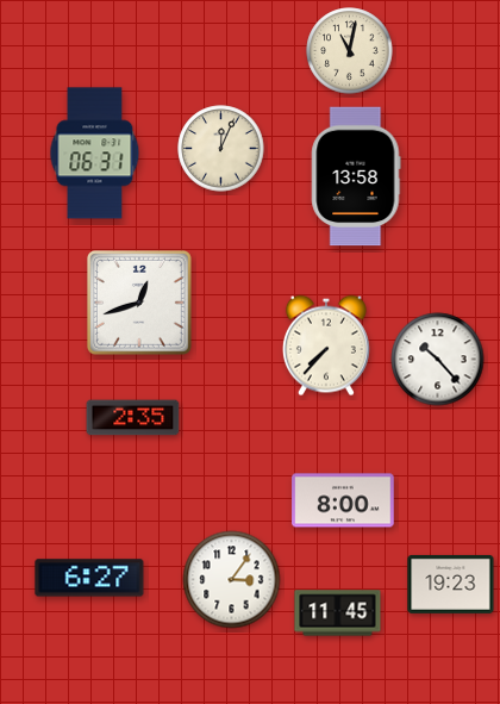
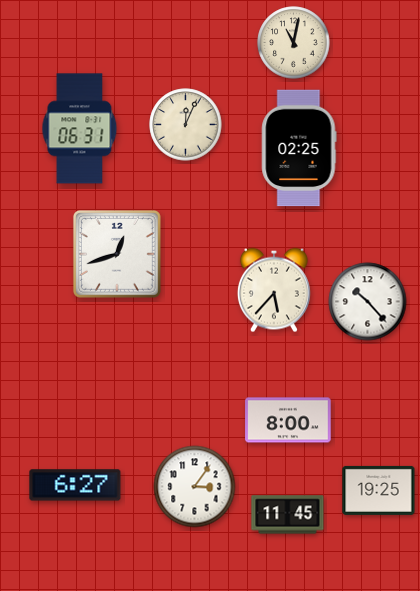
clock at (356, 176): 13:58 -> 02:25
clock at (326, 345): 7:37 -> 5:37
clock at (133, 418): 2:35 -> none
clock at (451, 584): 19:23 -> 19:25
clock at (338, 613) position: (338, 613) -> (288, 515)
